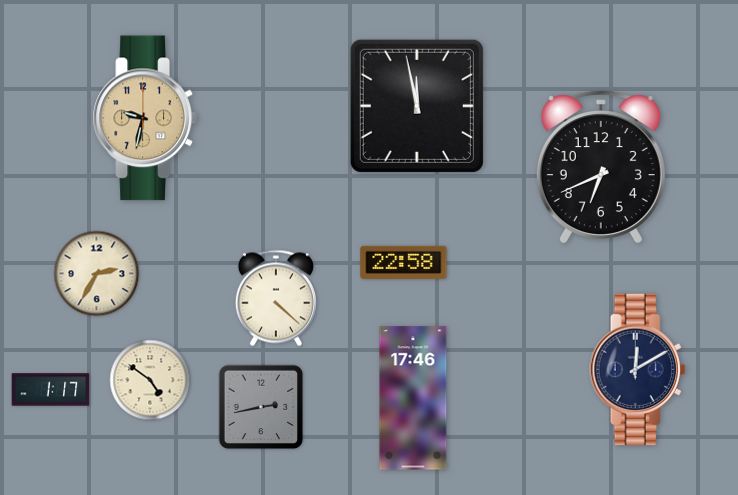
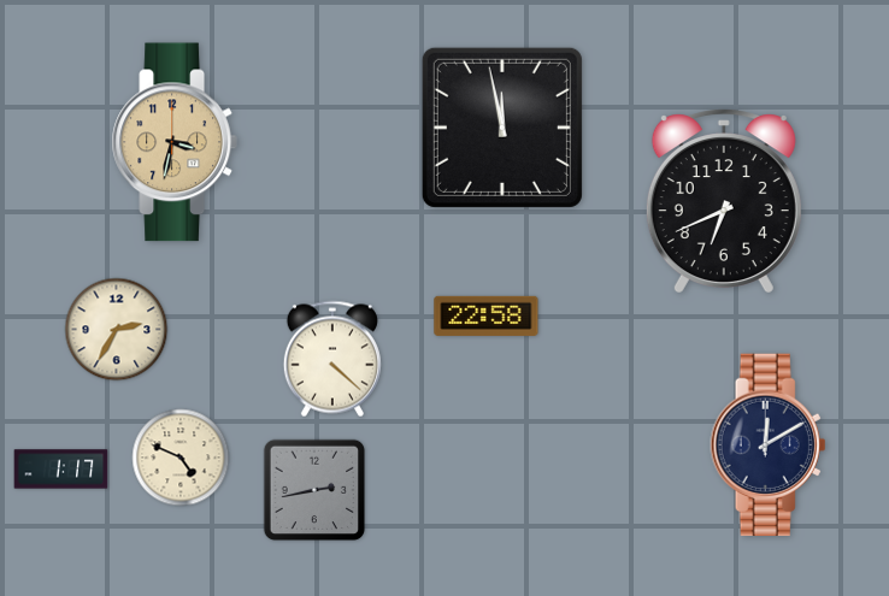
clock at (145, 118): 9:32 -> 3:32
clock at (150, 380): 4:51 -> 4:49
clock at (413, 398): 17:46 -> none
